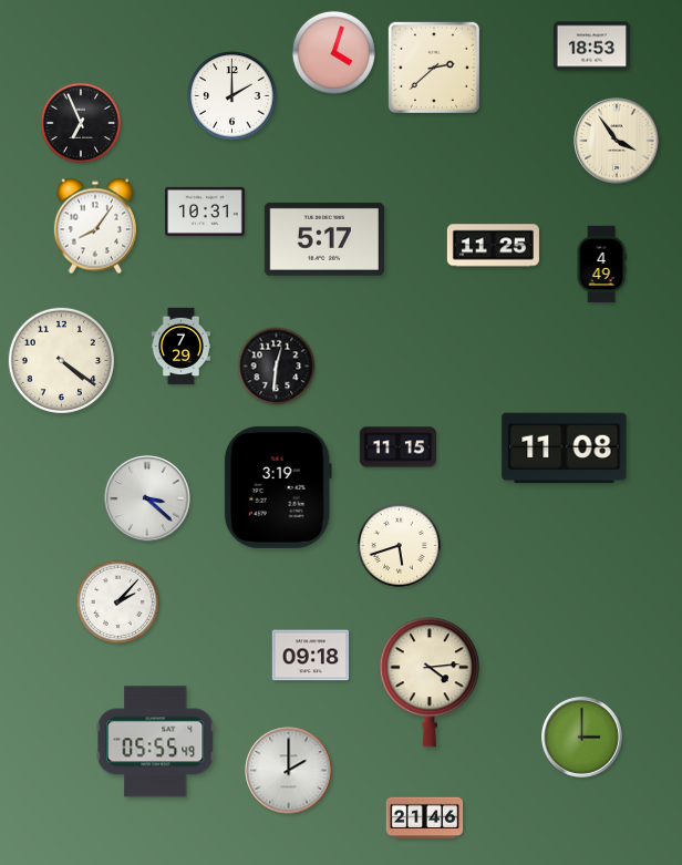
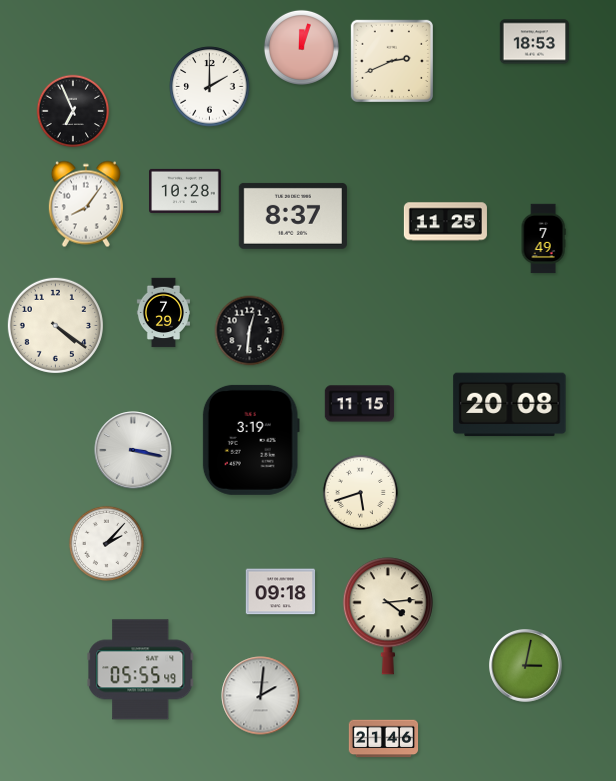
clock at (333, 52): 4:03 -> 12:03
clock at (434, 68): 2:38 -> 2:41
clock at (617, 141): 3:54 -> none
clock at (206, 212): 10:31 -> 10:28
clock at (324, 239): 5:17 -> 8:37
clock at (601, 265): 4:49 -> 7:49
clock at (565, 449): 11:08 -> 20:08
clock at (147, 498): 3:22 -> 3:17
clock at (582, 738): 3:00 -> 3:02
clock at (289, 771): 2:00 -> 2:01
